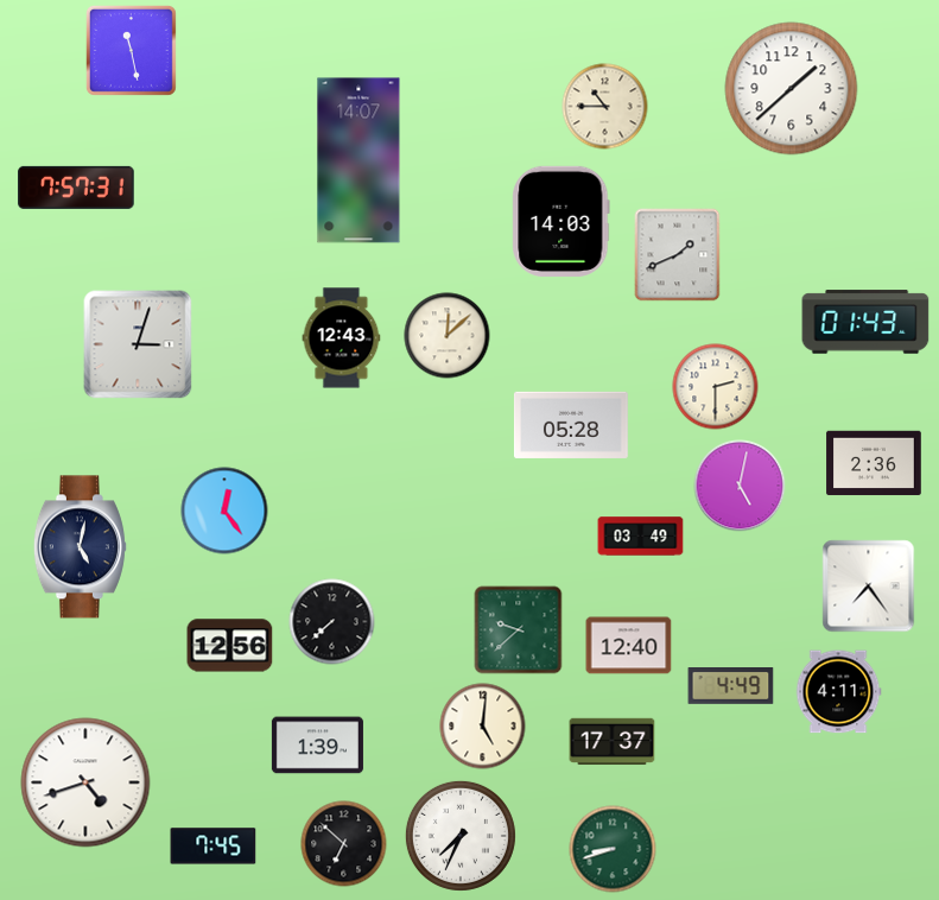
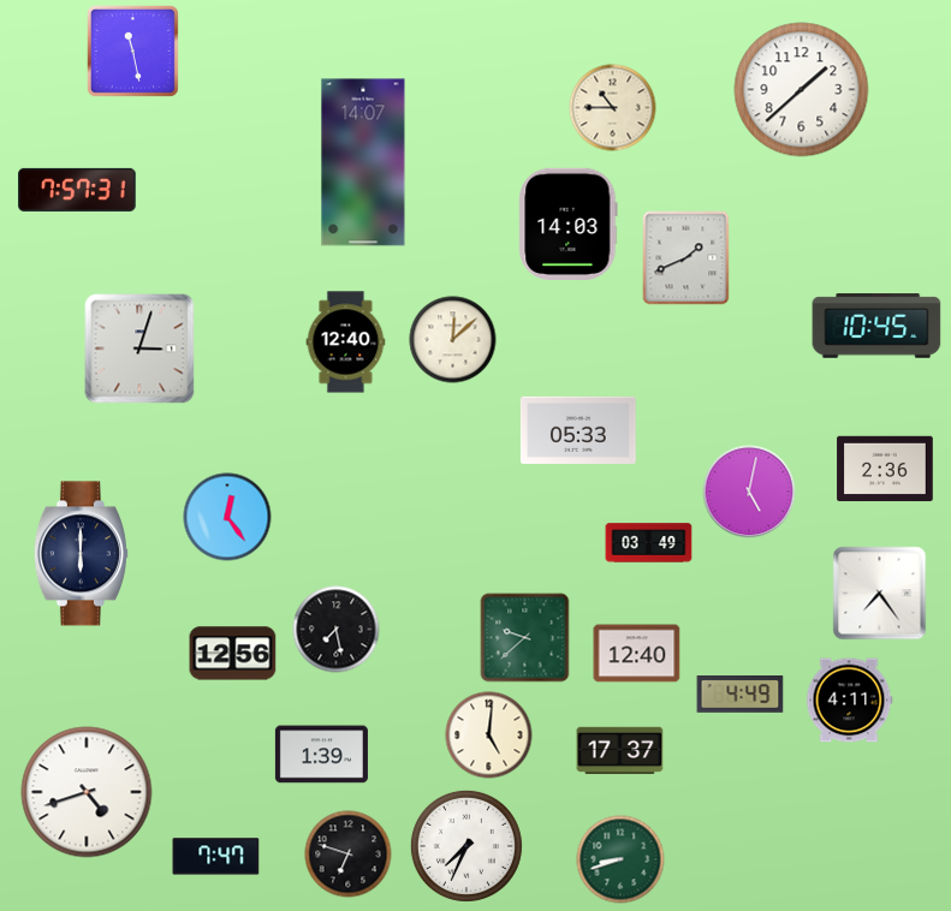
clock at (865, 322): 01:43 -> 10:45
clock at (342, 338): 12:43 -> 12:40
clock at (716, 387): 2:30 -> none
clock at (571, 425): 05:28 -> 05:33
clock at (80, 547): 5:02 -> 6:00
clock at (332, 622): 7:38 -> 7:28
clock at (344, 844): 6:52 -> 6:48
clock at (214, 847): 7:45 -> 7:47
